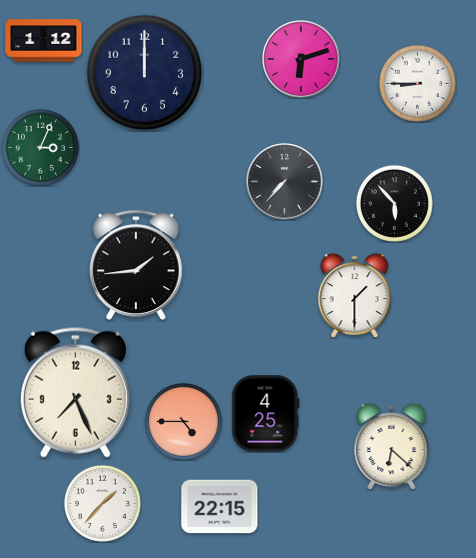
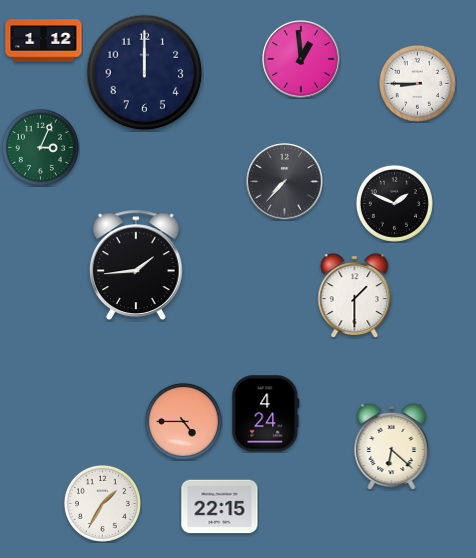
clock at (301, 59): 6:12 -> 12:59
clock at (394, 203): 5:53 -> 1:49
clock at (75, 392): 7:26 -> none
clock at (266, 414): 4:25 -> 4:24
clock at (102, 503): 1:37 -> 1:35
